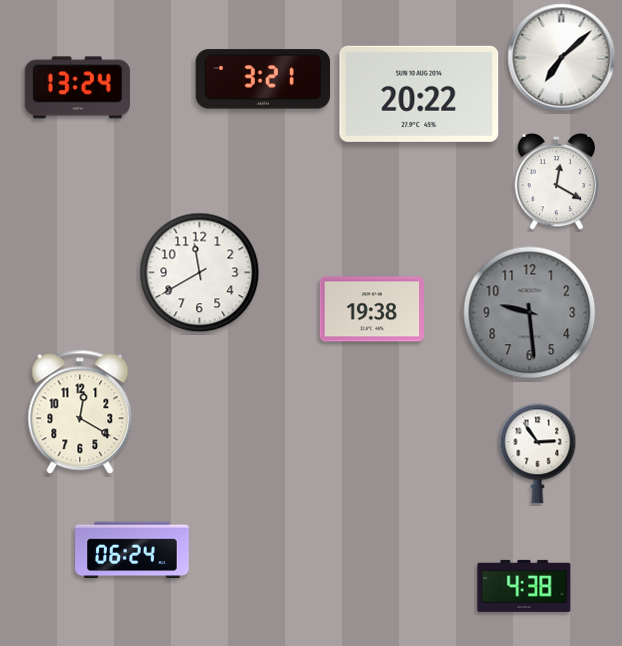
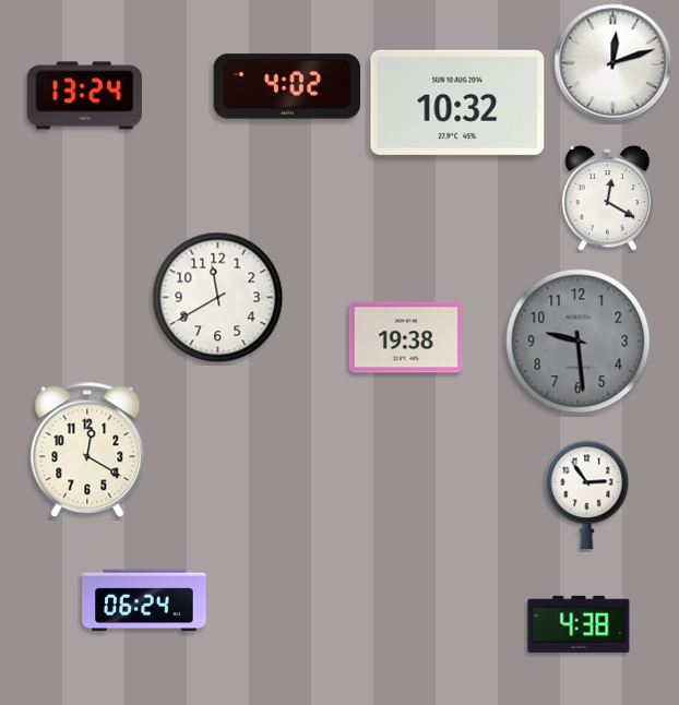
clock at (562, 58): 7:08 -> 12:12
clock at (263, 79): 3:21 -> 4:02
clock at (419, 94): 20:22 -> 10:32
clock at (524, 586) position: (524, 586) -> (579, 624)
